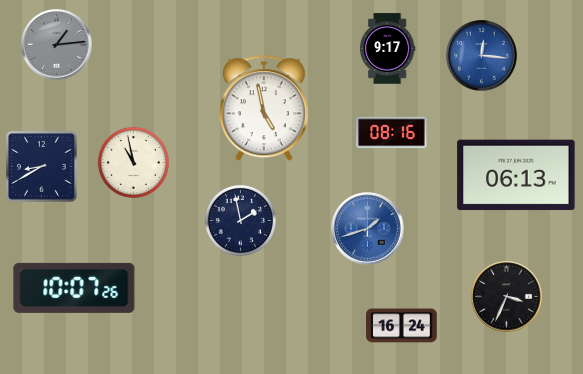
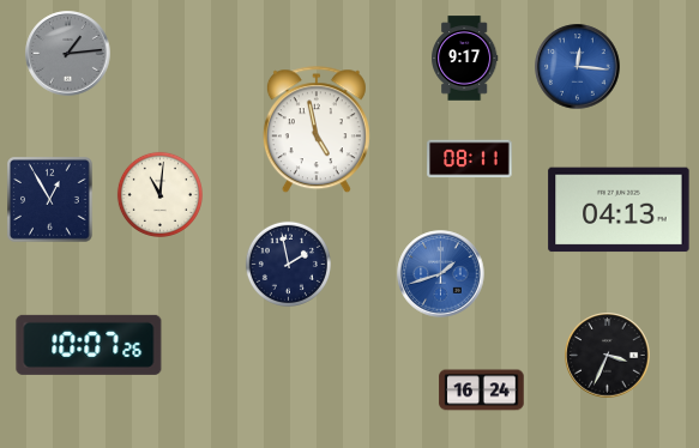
clock at (392, 133): 08:16 -> 08:11
clock at (133, 162): 10:58 -> 11:01
clock at (42, 167): 8:40 -> 12:55
clock at (516, 175): 06:13 -> 04:13
